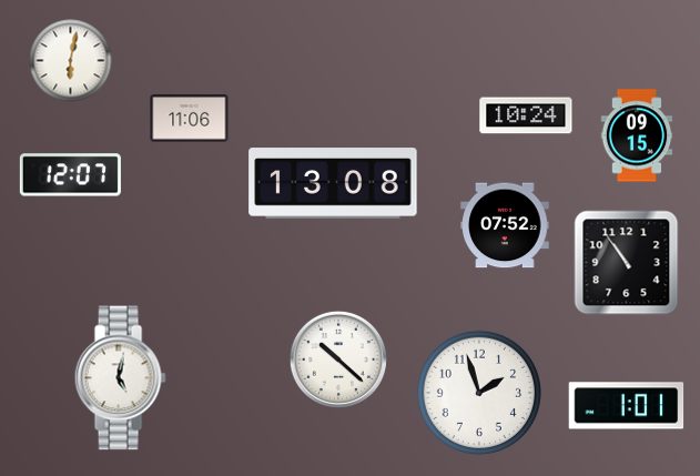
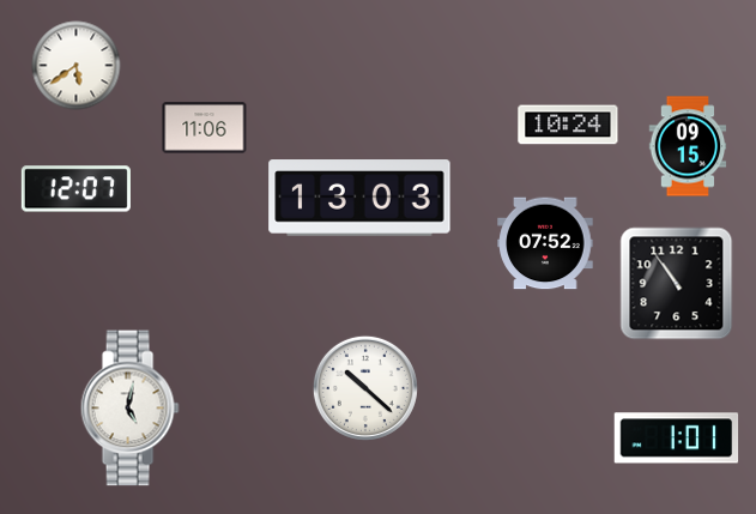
clock at (71, 61): 6:02 -> 5:39
clock at (333, 183): 13:08 -> 13:03
clock at (479, 393): 1:57 -> none
